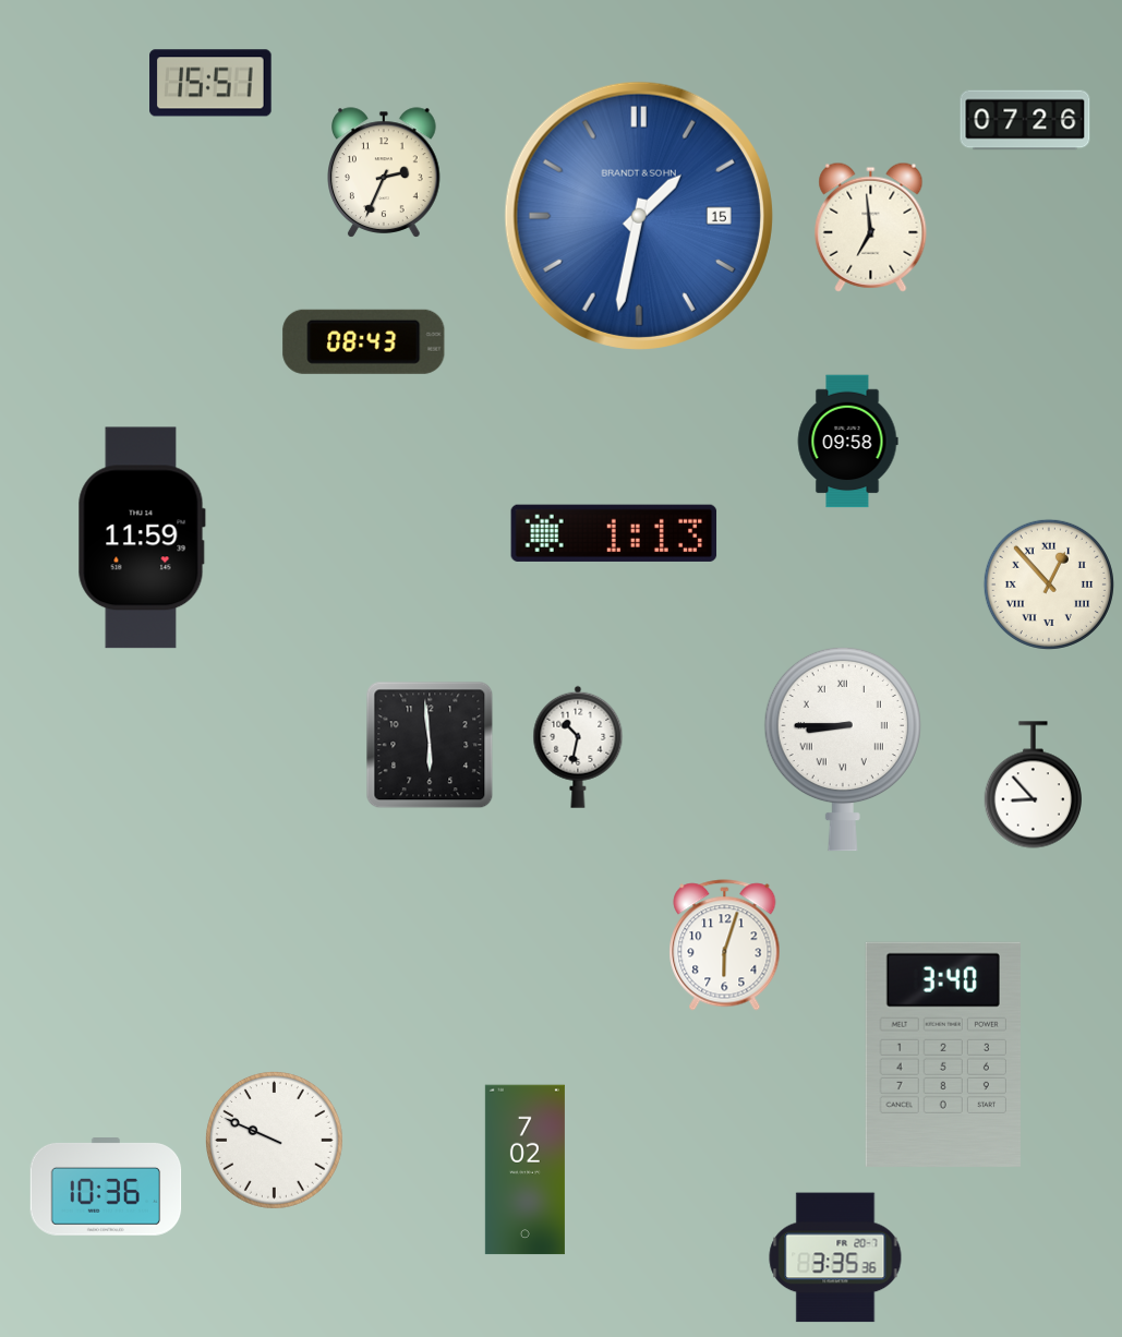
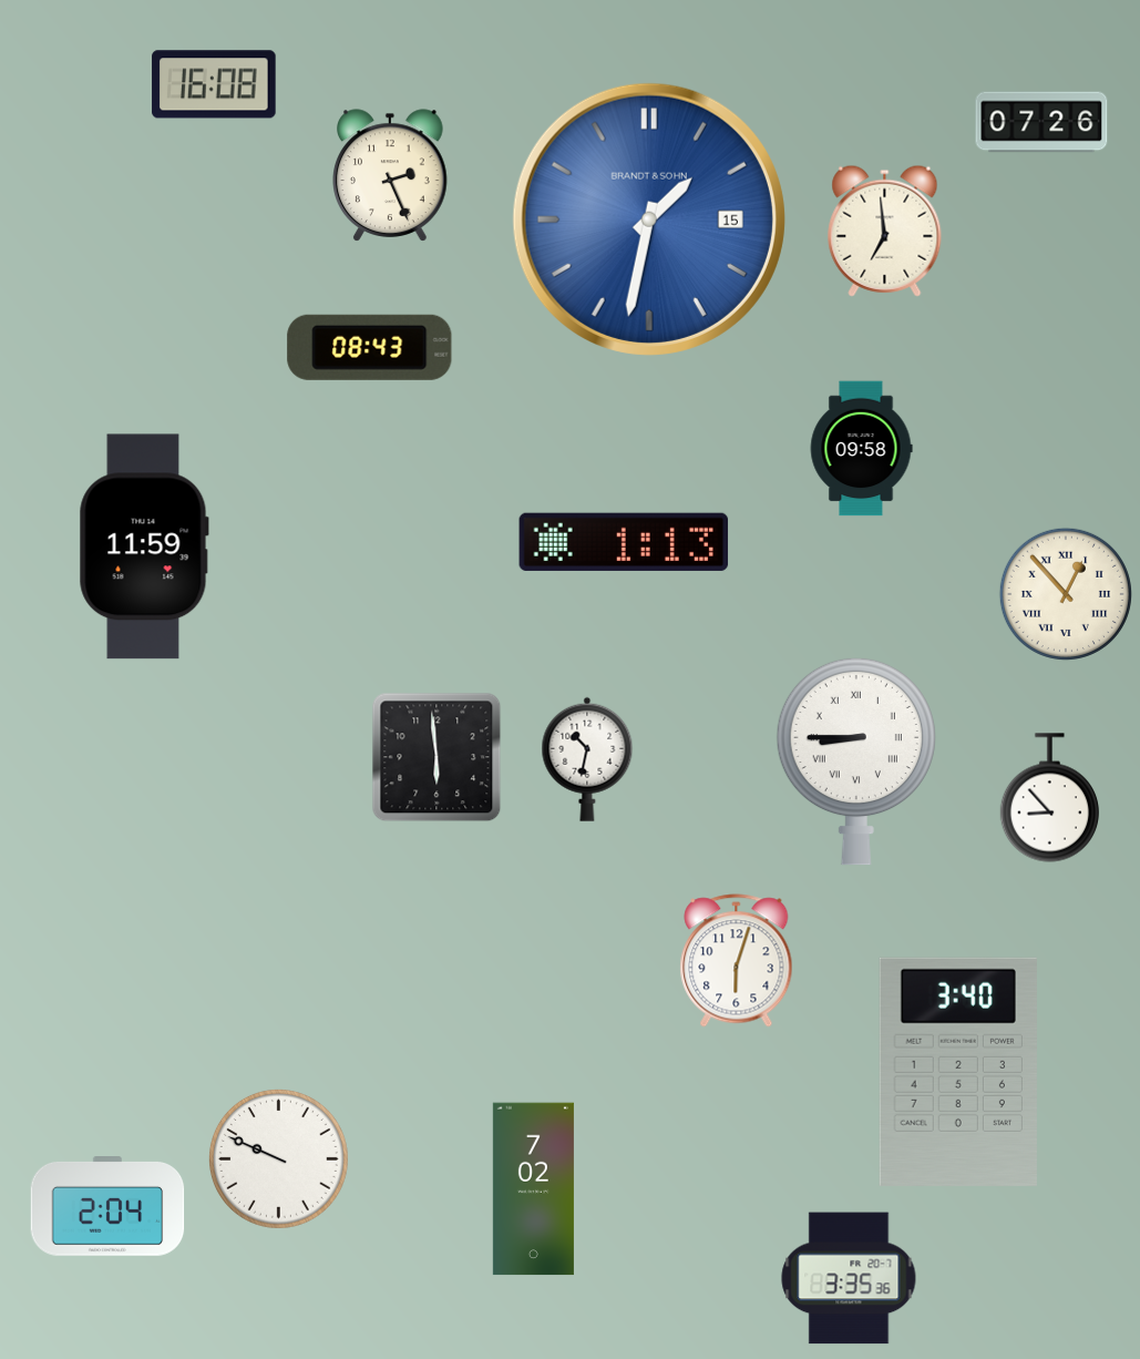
clock at (210, 83): 15:51 -> 16:08
clock at (385, 172): 2:34 -> 2:26
clock at (106, 1188): 10:36 -> 2:04
